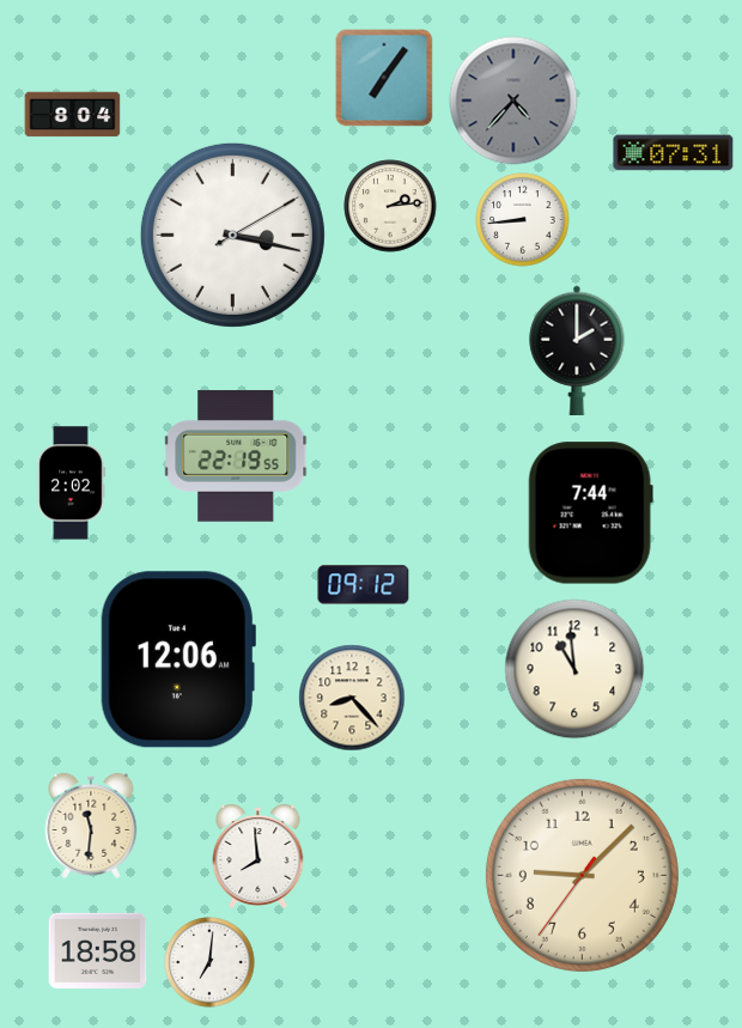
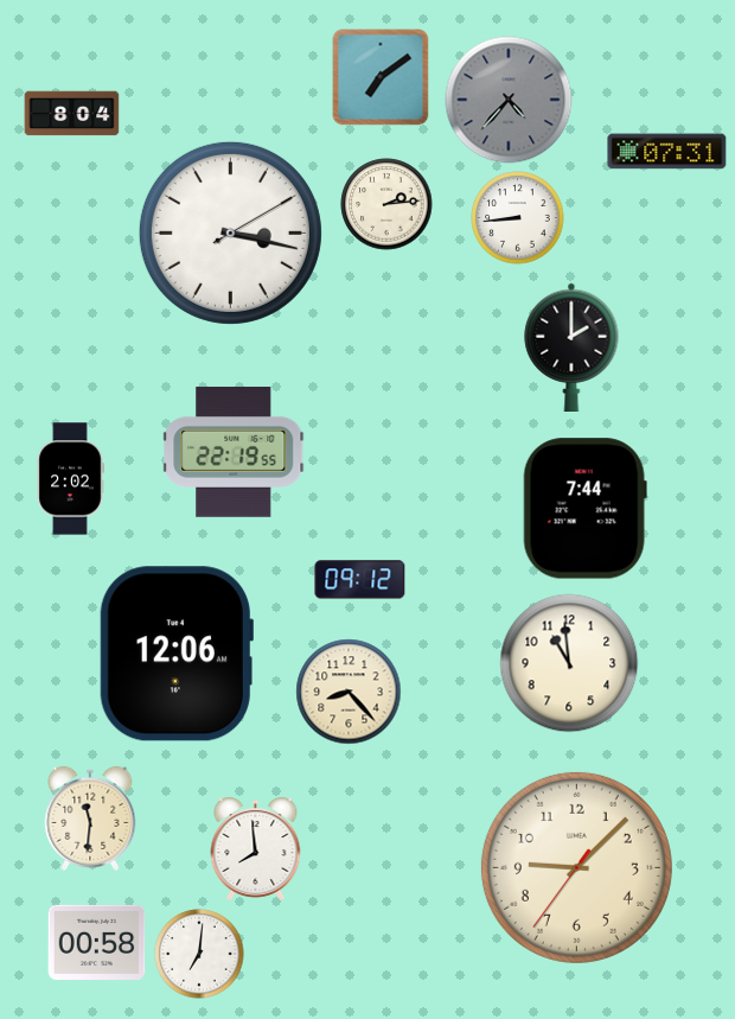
clock at (384, 78): 7:06 -> 7:09
clock at (98, 950): 18:58 -> 00:58
clock at (209, 962) position: (209, 962) -> (199, 954)
